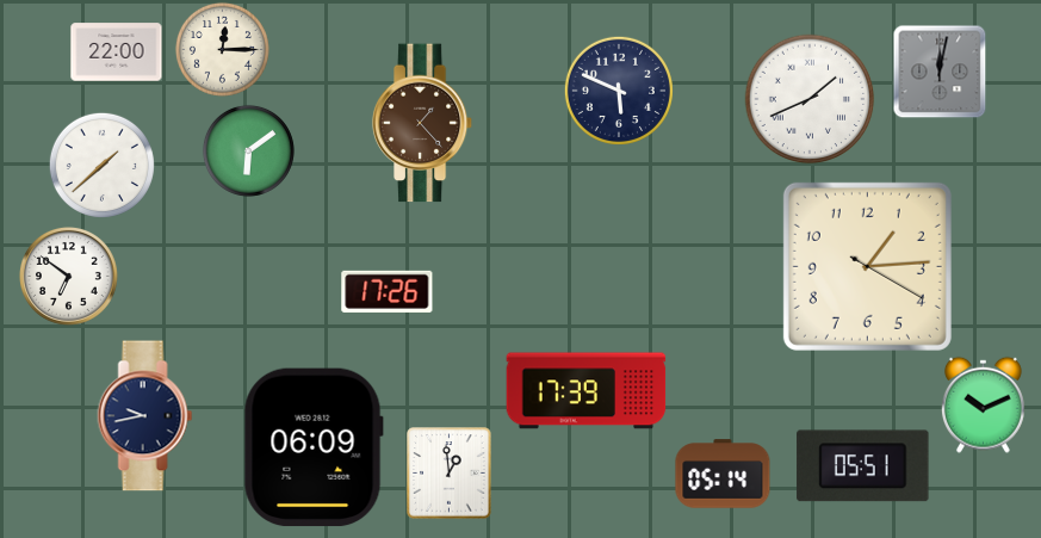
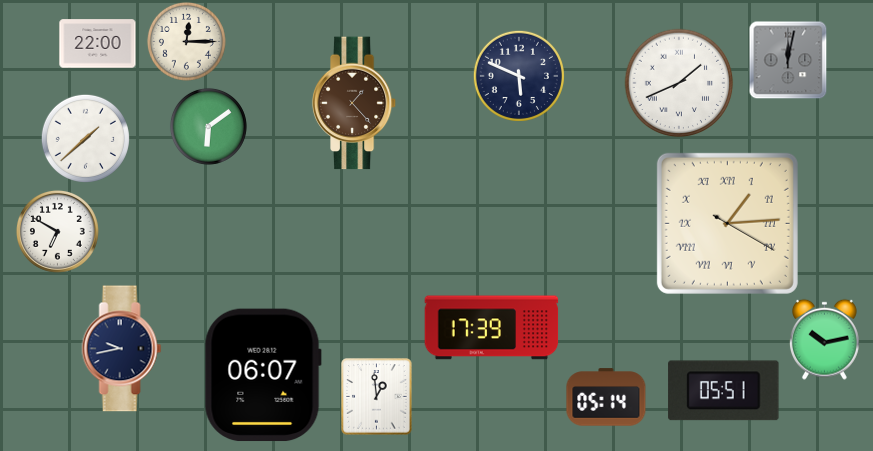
clock at (867, 266) numerals: Arabic -> Roman
clock at (68, 276): 6:51 -> 6:50
clock at (388, 291): 17:26 -> none
clock at (983, 404): 10:11 -> 10:13
clock at (314, 447): 06:09 -> 06:07
